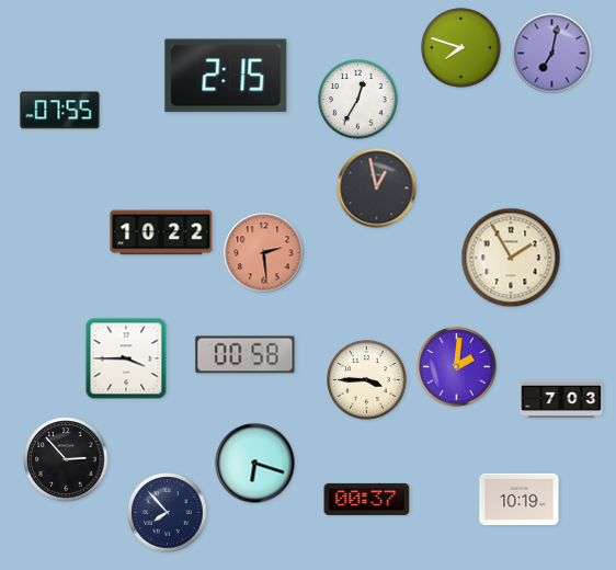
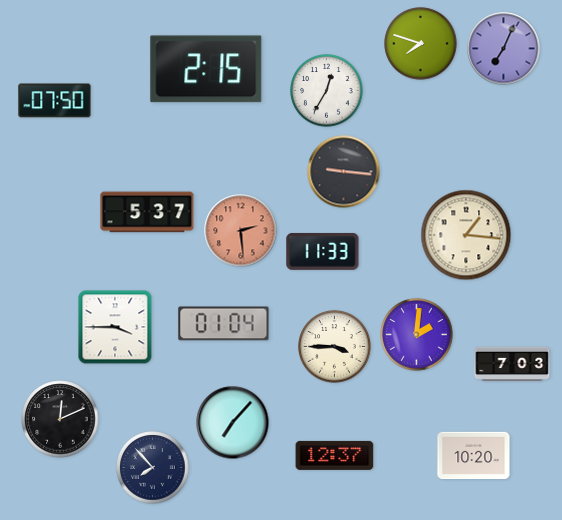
clock at (552, 54): 7:02 -> 7:04
clock at (60, 111): 07:55 -> 07:50
clock at (377, 189): 12:58 -> 9:16
clock at (161, 232): 10:22 -> 5:37
clock at (511, 258): 1:55 -> 1:16
clock at (323, 251): none -> 11:33
clock at (246, 355): 00:58 -> 01:04
clock at (66, 459): 2:53 -> 12:11
clock at (255, 464): 6:18 -> 7:07
clock at (367, 499): 00:37 -> 12:37
clock at (520, 500): 10:19 -> 10:20
